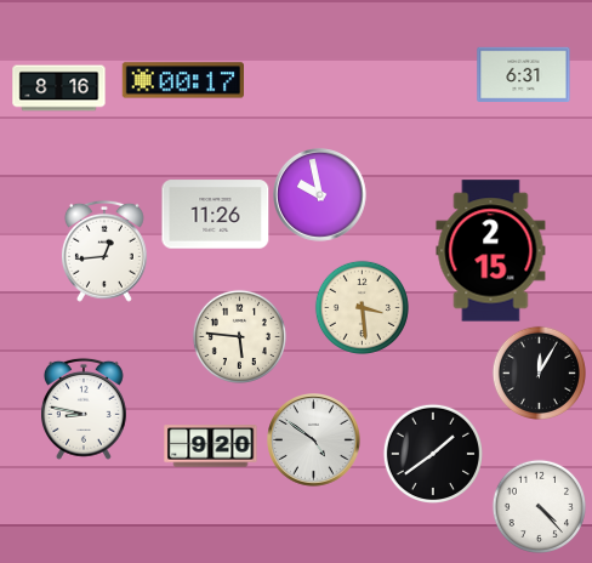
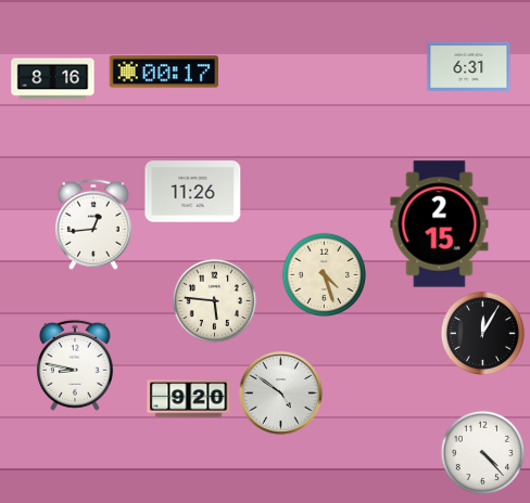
clock at (320, 195): 9:58 -> none
clock at (362, 307): 3:29 -> 4:27
clock at (432, 453): 1:39 -> none
